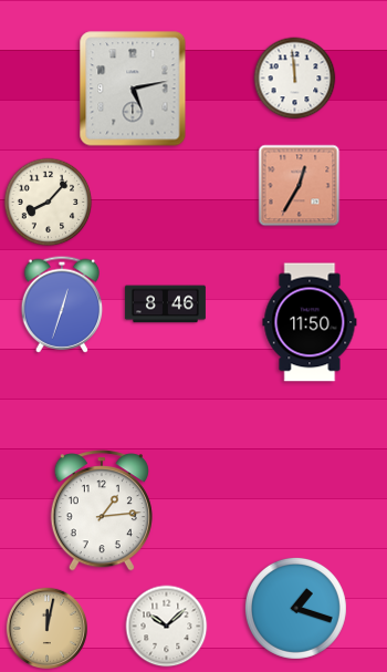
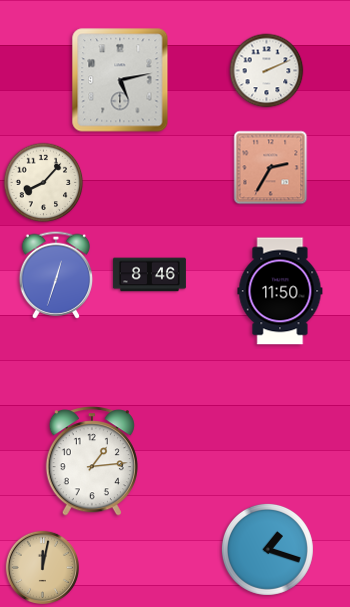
clock at (295, 79): 11:59 -> 2:11
clock at (300, 186): 12:35 -> 2:35
clock at (167, 627): 10:08 -> none
